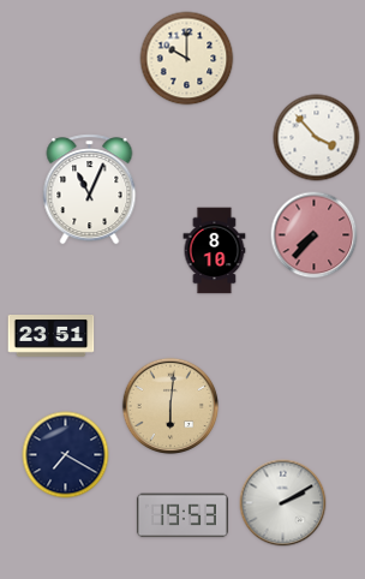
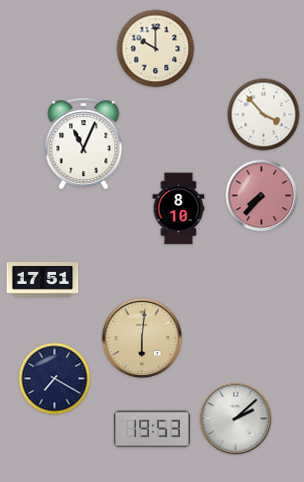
clock at (90, 190) position: (90, 190) -> (84, 144)
clock at (52, 336): 23:51 -> 17:51
clock at (283, 503): 2:10 -> 2:08
